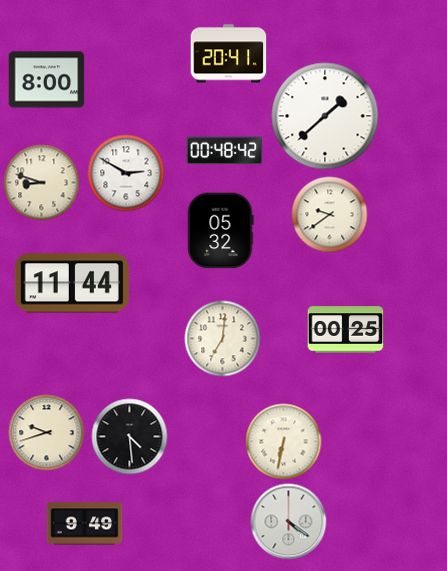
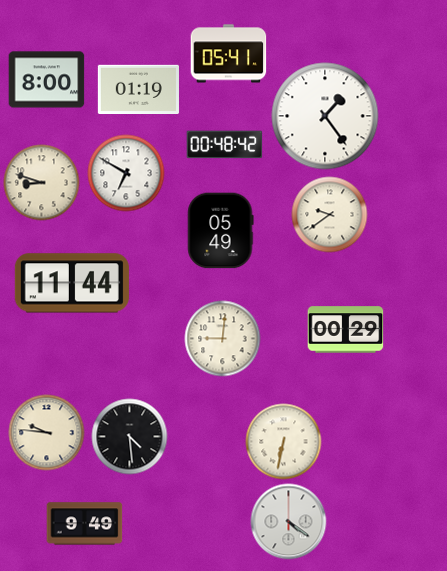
clock at (229, 54): 20:41 -> 05:41
clock at (138, 90): none -> 01:19
clock at (325, 116): 1:38 -> 1:24
clock at (225, 151) position: (225, 151) -> (225, 145)
clock at (126, 173): 2:50 -> 6:50
clock at (221, 231): 05:32 -> 05:49
clock at (346, 330): 00:25 -> 00:29
clock at (223, 339): 7:01 -> 9:01
clock at (47, 433): 9:42 -> 9:46
